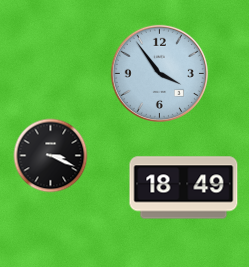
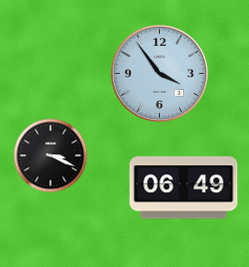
clock at (184, 188): 18:49 -> 06:49
